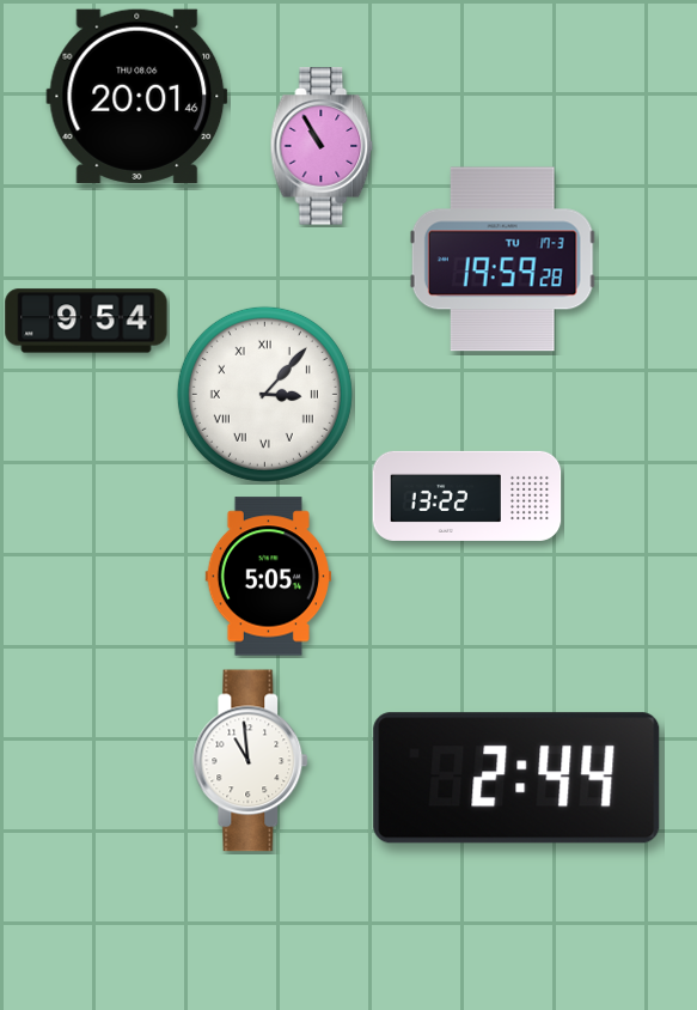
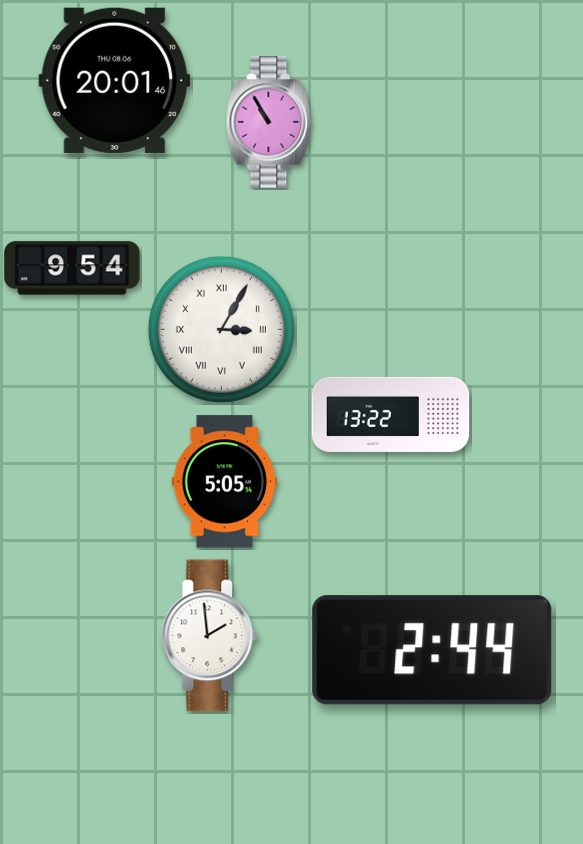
clock at (502, 260): 19:59 -> none
clock at (264, 394): 3:07 -> 3:05
clock at (251, 761): 10:59 -> 1:59
